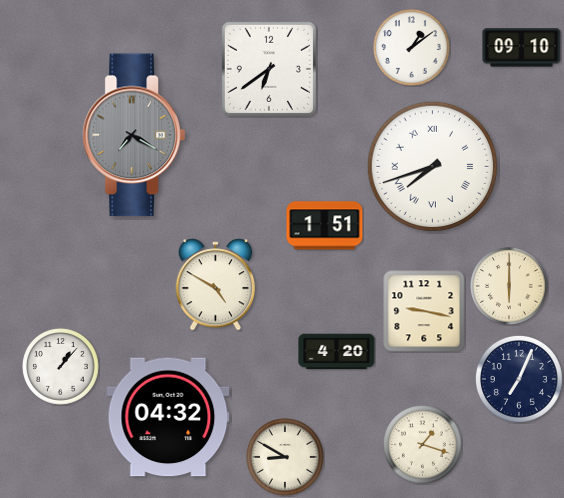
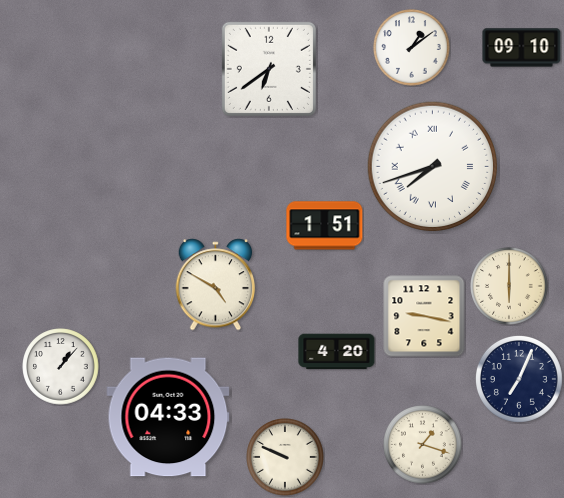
clock at (134, 135): 7:20 -> none
clock at (424, 311) position: (424, 311) -> (424, 316)
clock at (168, 417): 04:32 -> 04:33
clock at (285, 457): 8:50 -> 9:49
